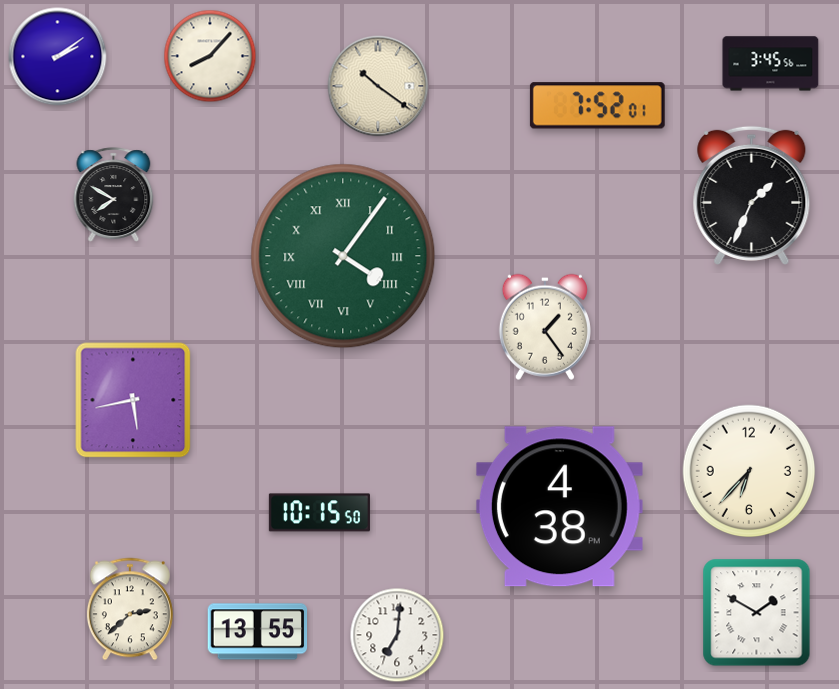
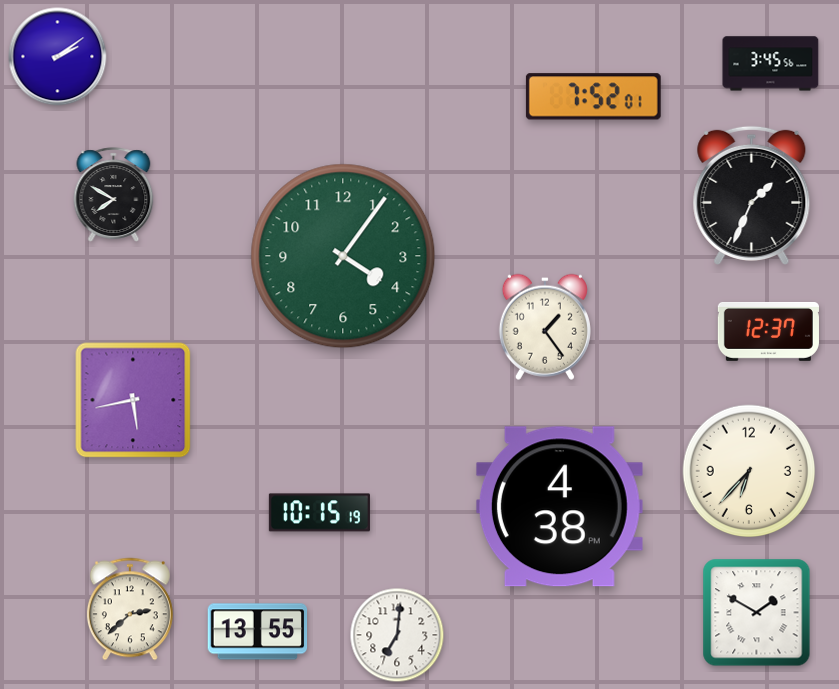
clock at (210, 56): 8:07 -> none
clock at (378, 86): 10:21 -> none
clock at (597, 106) position: (597, 106) -> (593, 97)
clock at (343, 256) numerals: Roman -> Arabic
clock at (768, 332): none -> 12:37
clock at (319, 513): 10:15:50 -> 10:15:19
